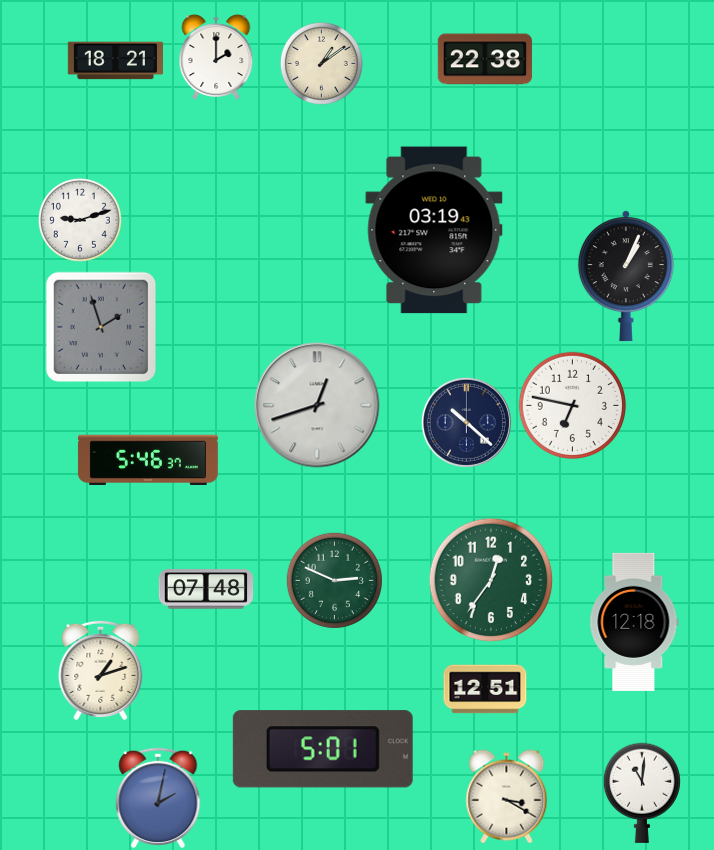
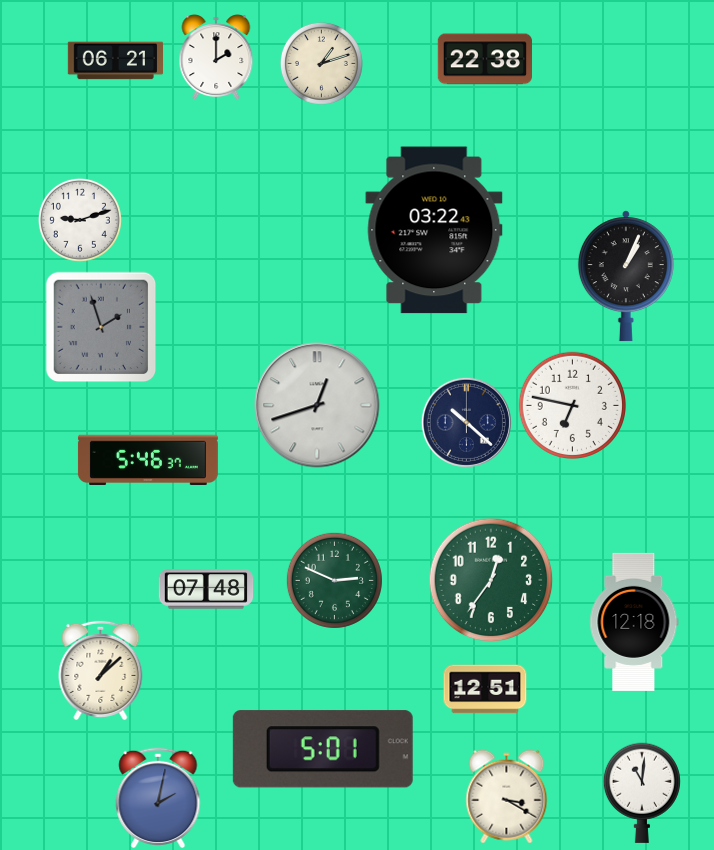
clock at (115, 61): 18:21 -> 06:21
clock at (321, 63): 1:09 -> 1:12
clock at (434, 230): 03:19 -> 03:22
clock at (101, 670): 1:12 -> 1:08
